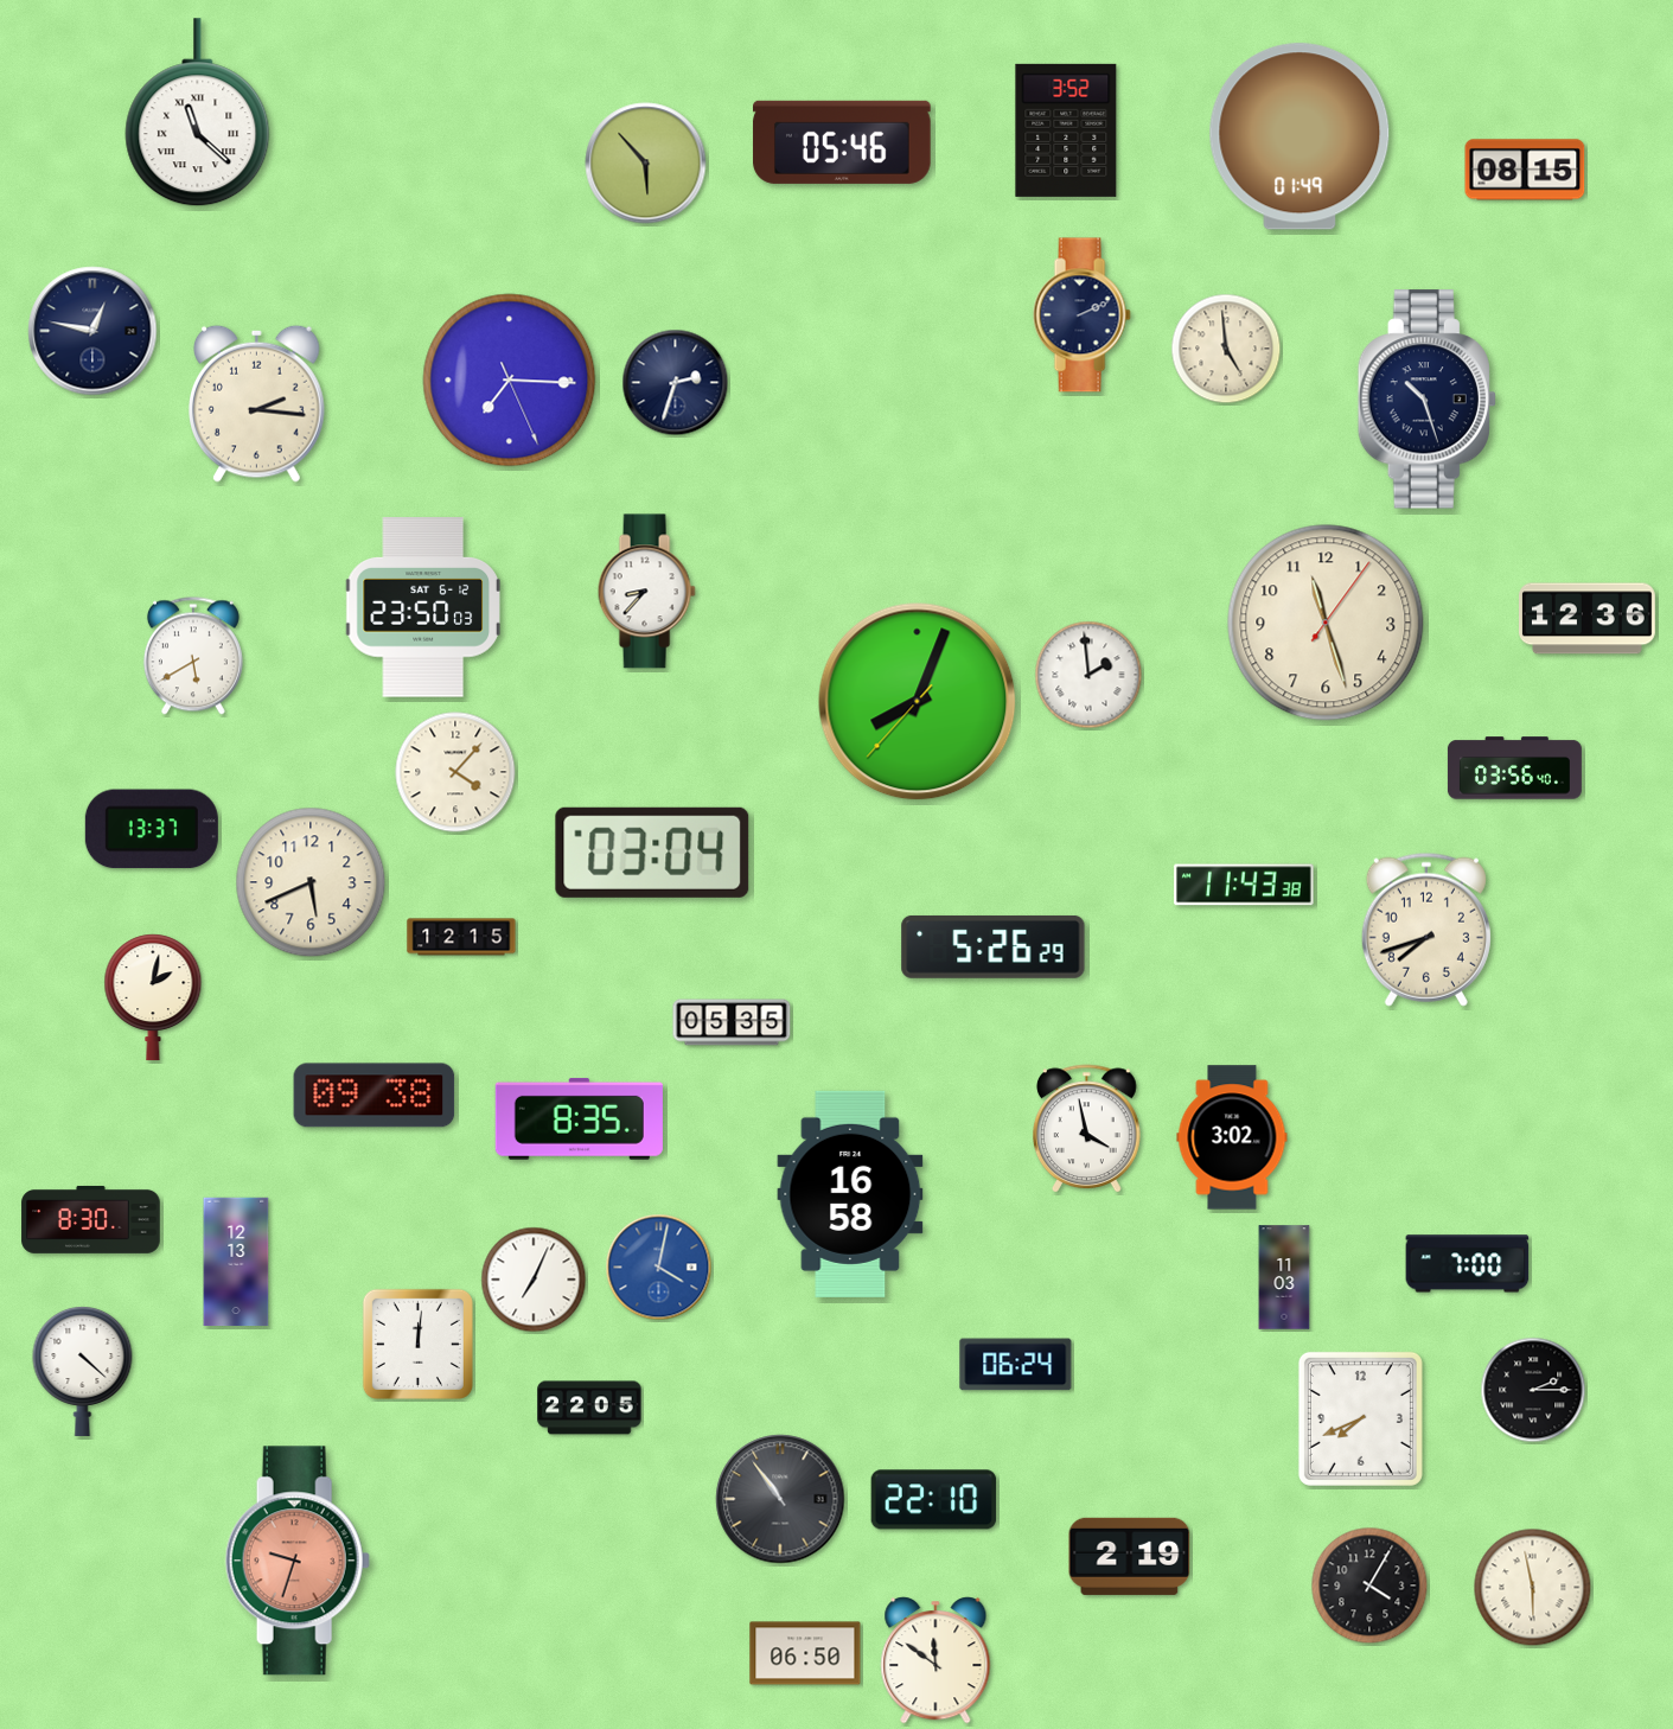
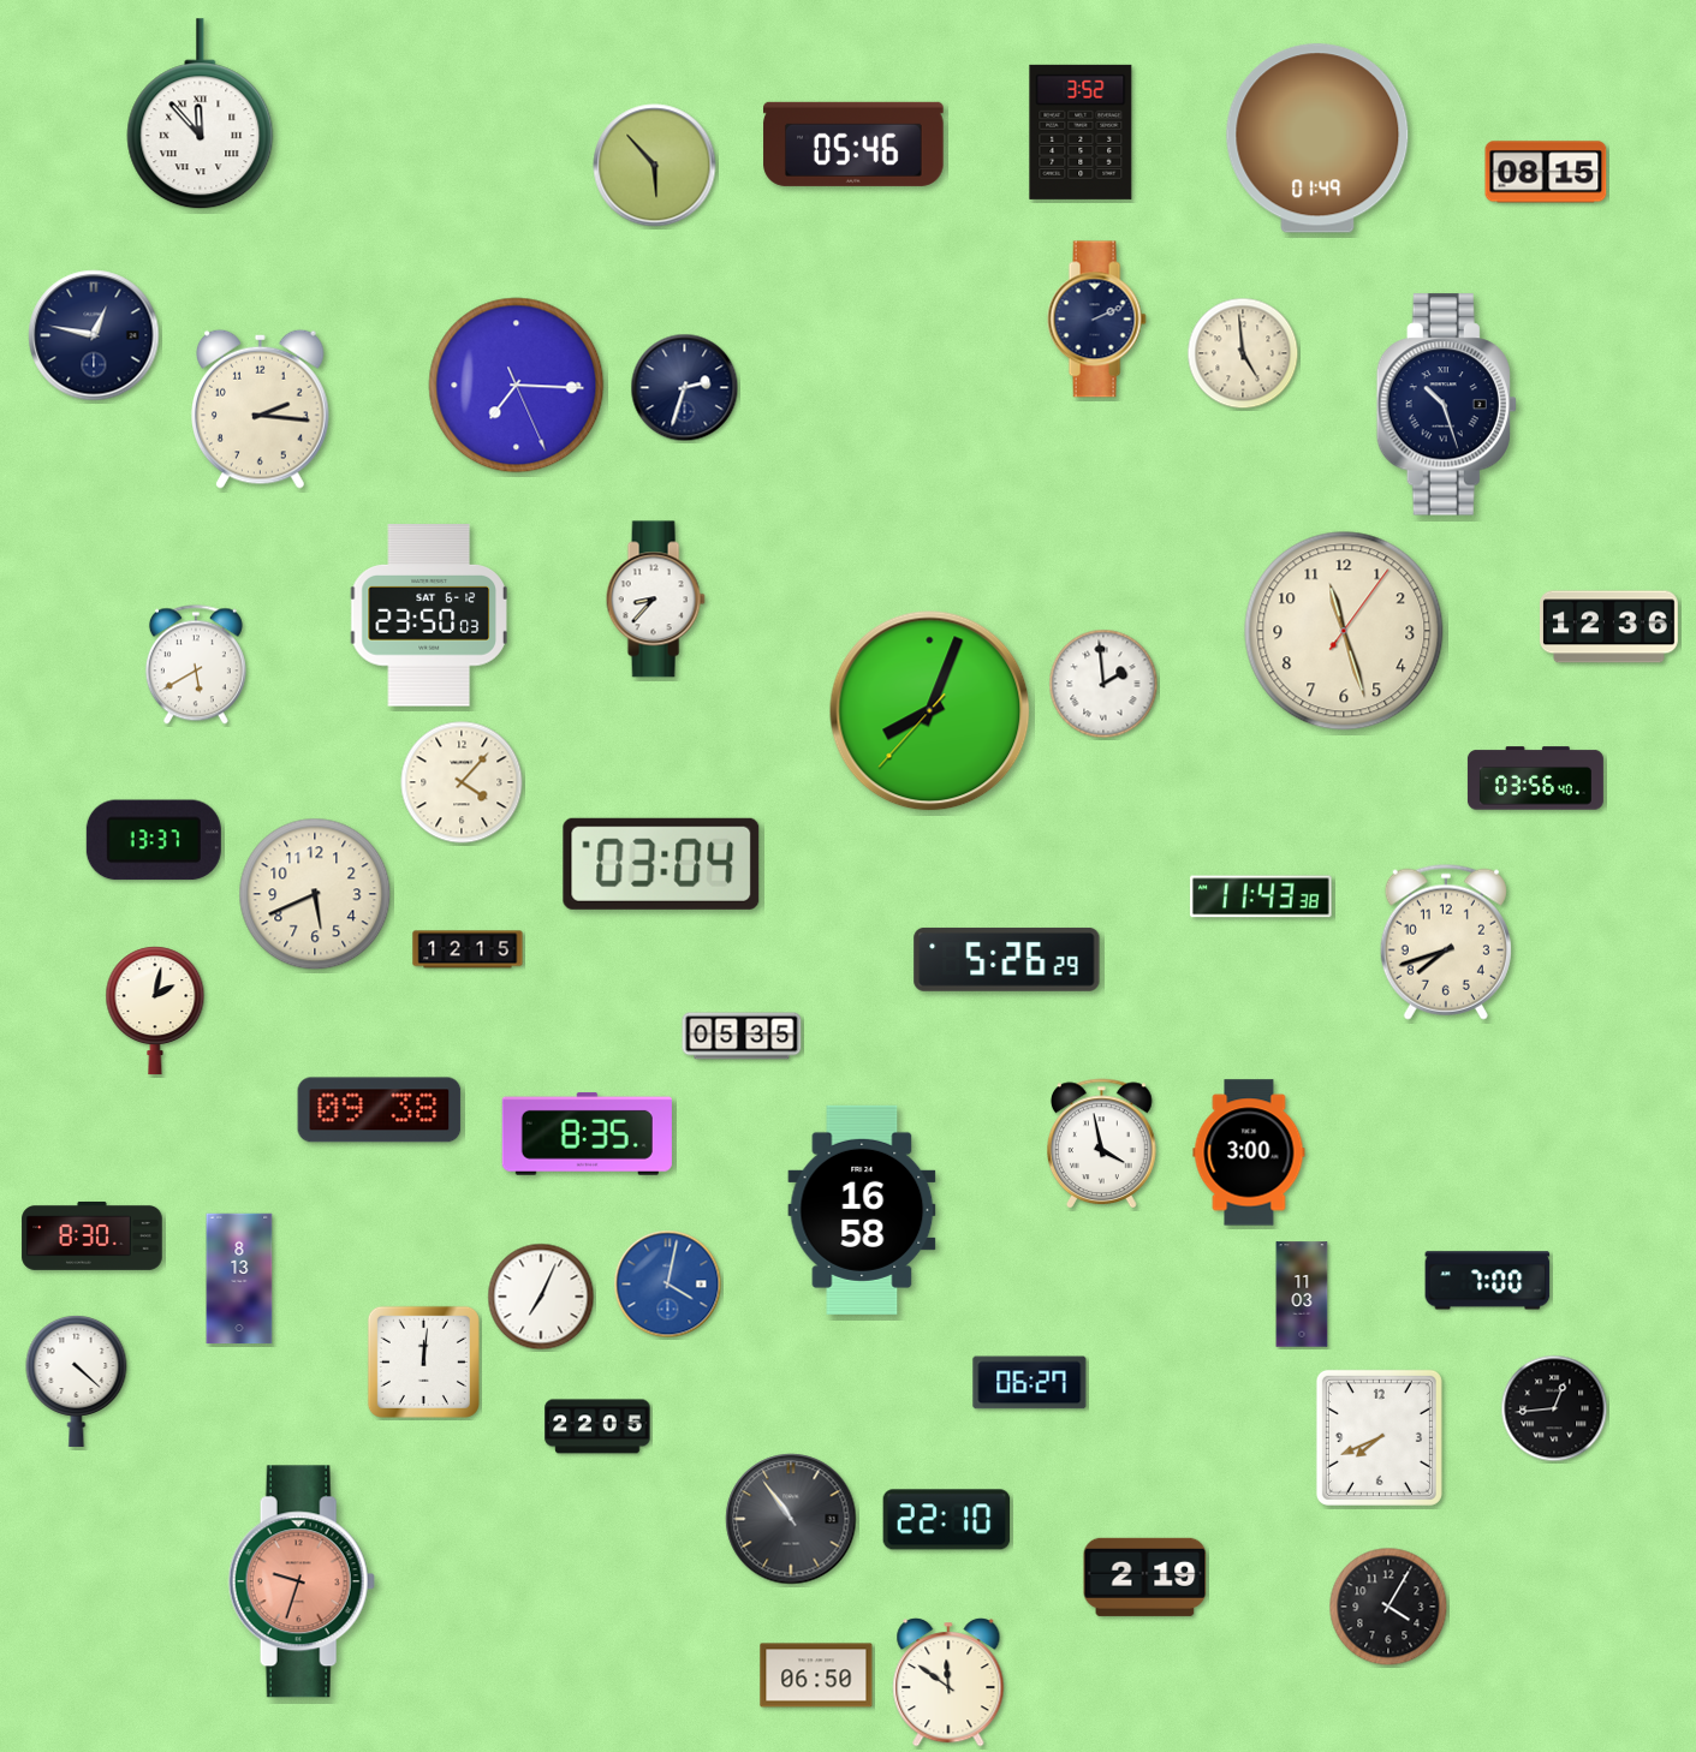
clock at (198, 113): 11:22 -> 11:53
clock at (1232, 1137): 3:02 -> 3:00
clock at (236, 1262): 12:13 -> 8:13
clock at (1016, 1365): 06:24 -> 06:27
clock at (83, 1372) position: (83, 1372) -> (77, 1382)
clock at (1533, 1390): 2:15 -> 12:44
clock at (1533, 1588): 5:58 -> none
